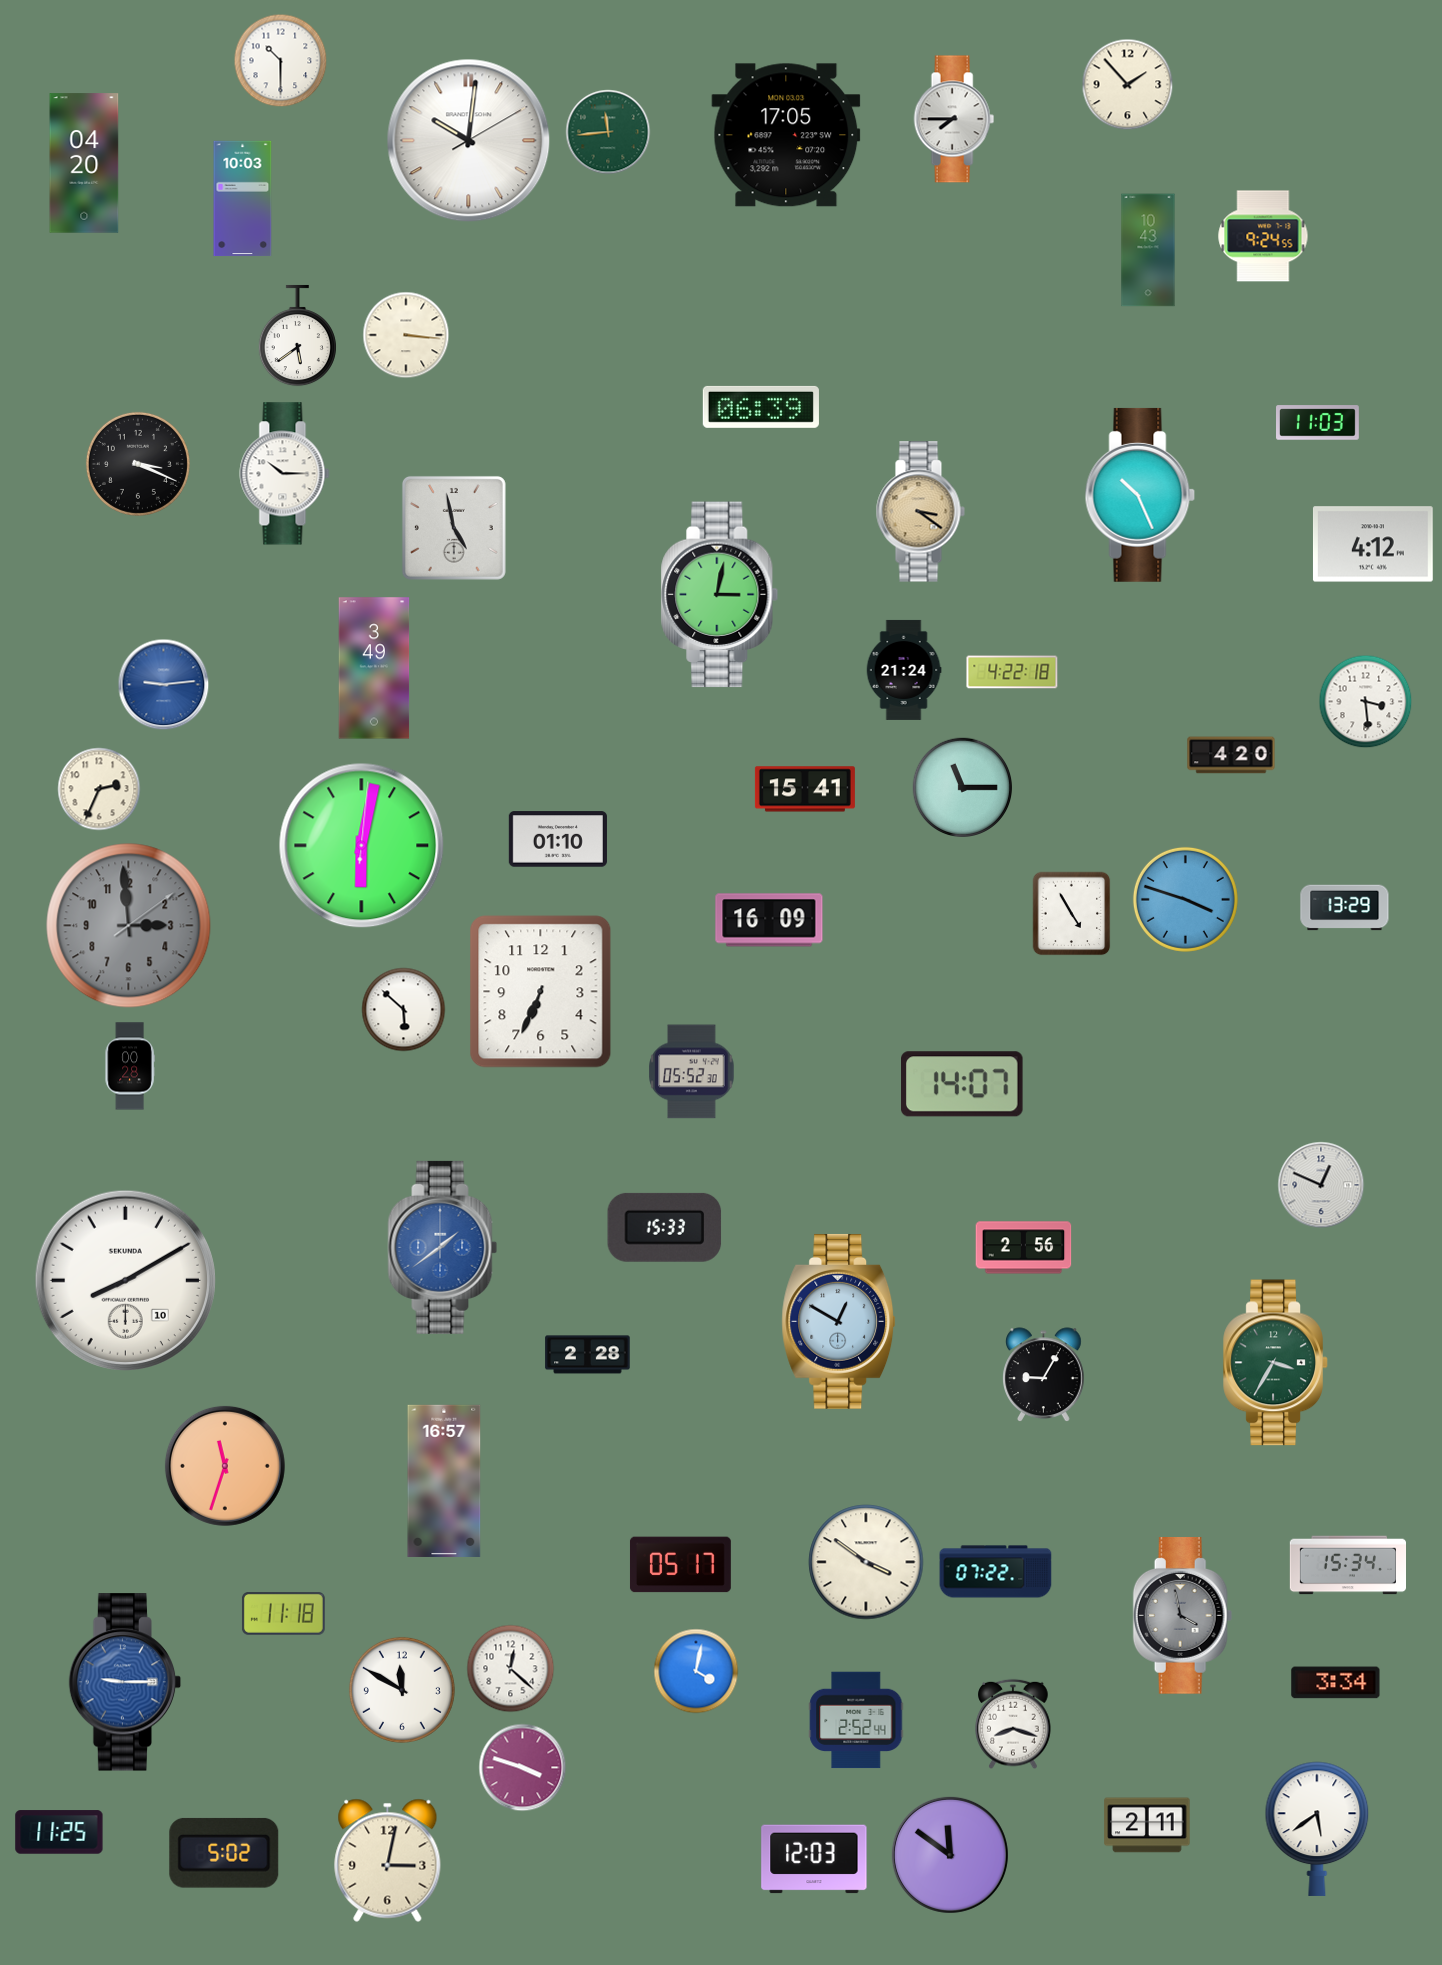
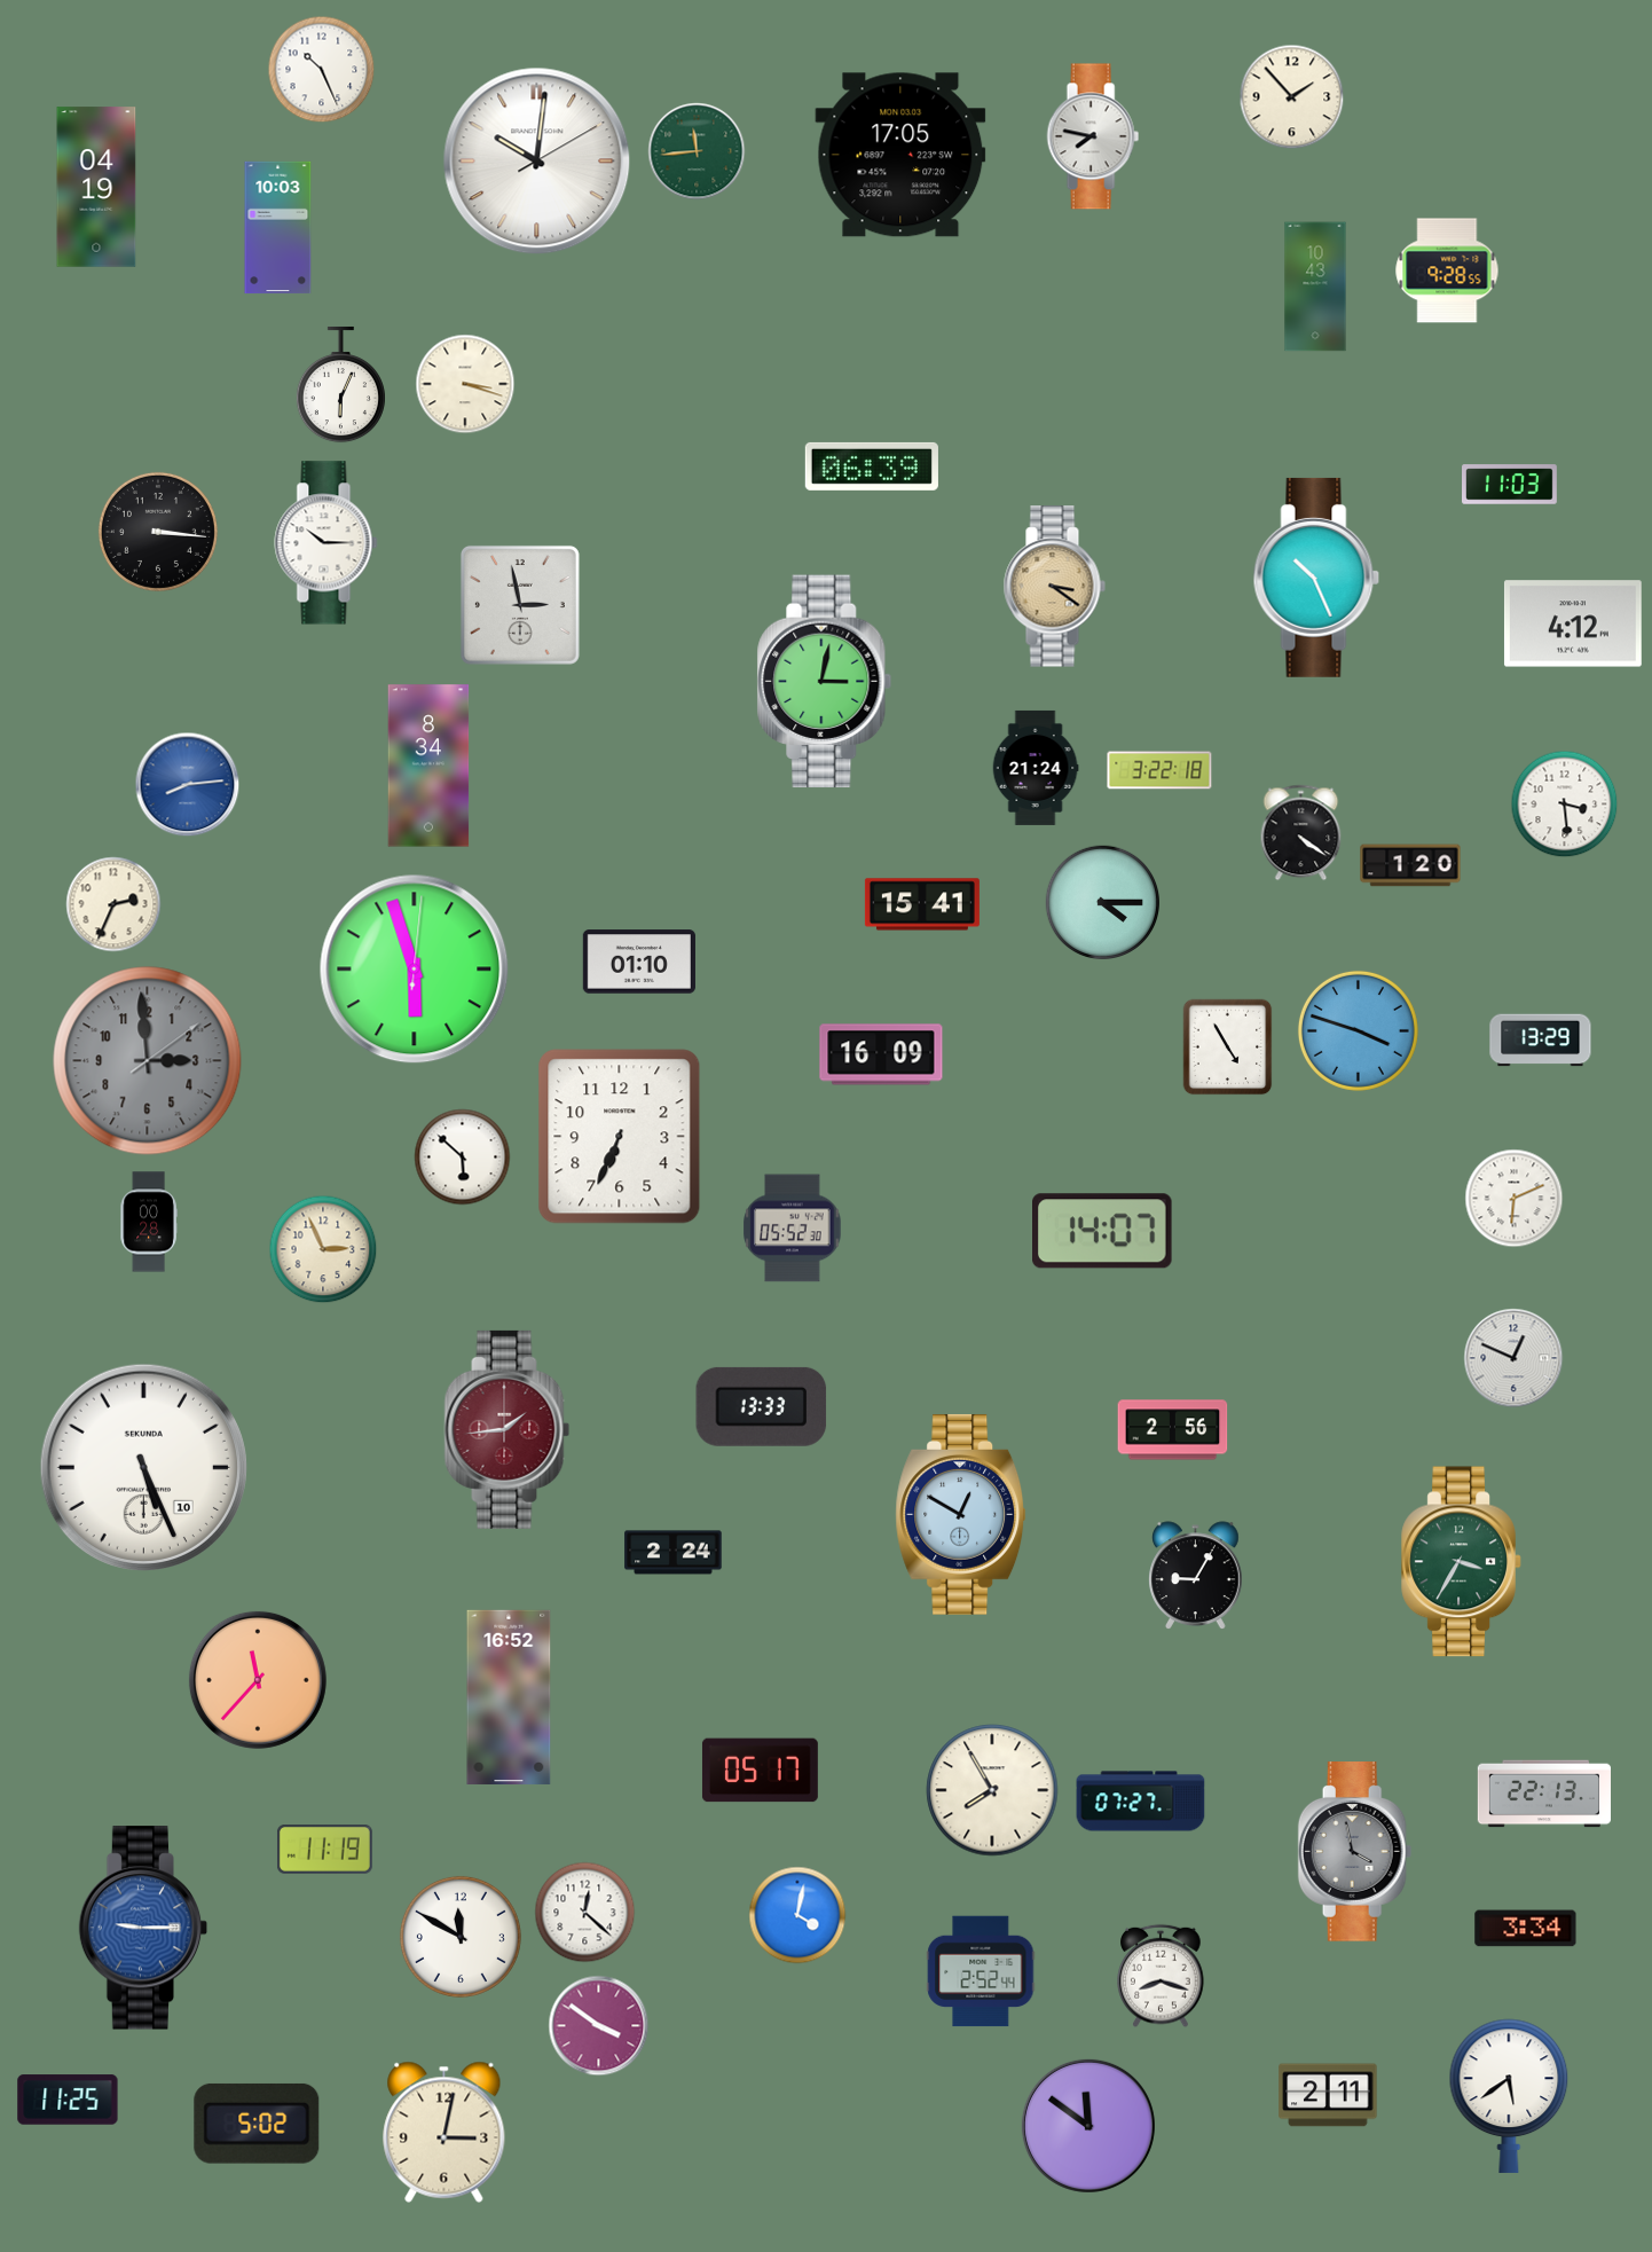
clock at (281, 61): 10:30 -> 10:26
clock at (954, 119): 7:45 -> 7:47
clock at (84, 163): 04:20 -> 04:19
clock at (1263, 236): 9:24 -> 9:28
clock at (406, 335): 3:16 -> 3:18
clock at (297, 336): 5:39 -> 6:04
clock at (138, 464): 3:19 -> 3:16
clock at (1140, 495) position: (1140, 495) -> (1316, 578)
clock at (454, 528): 4:58 -> 2:58
clock at (374, 668): 3:49 -> 8:34
clock at (1012, 672): 4:22 -> 3:22
clock at (164, 685): 9:14 -> 8:14
clock at (1301, 833): none -> 4:21
clock at (1231, 755): 4:20 -> 1:20
clock at (962, 787): 11:15 -> 4:15
clock at (362, 846): 6:02 -> 5:57
clock at (1515, 1199): none -> 6:11
clock at (963, 1084) position: (963, 1084) -> (1103, 1231)
clock at (323, 1249): none -> 2:56
clock at (665, 1227): 15:33 -> 13:33
clock at (443, 1247): 1:39 -> 1:44
clock at (443, 1247) dial: blue -> burgundy
clock at (125, 1280): 8:10 -> 5:26
clock at (588, 1355): 2:28 -> 2:24
clock at (225, 1466): 11:33 -> 11:37
clock at (444, 1481): 16:57 -> 16:52
clock at (866, 1562): 3:51 -> 7:55
clock at (680, 1565) position: (680, 1565) -> (760, 1771)
clock at (1347, 1565): 15:34 -> 22:13
clock at (996, 1572): 07:22 -> 07:27
clock at (283, 1614): 11:18 -> 11:19
clock at (1336, 1683) position: (1336, 1683) -> (1526, 1929)
clock at (523, 1768): 3:48 -> 3:51
clock at (1147, 1825) position: (1147, 1825) -> (1328, 2095)
clock at (814, 1859): 12:03 -> none
